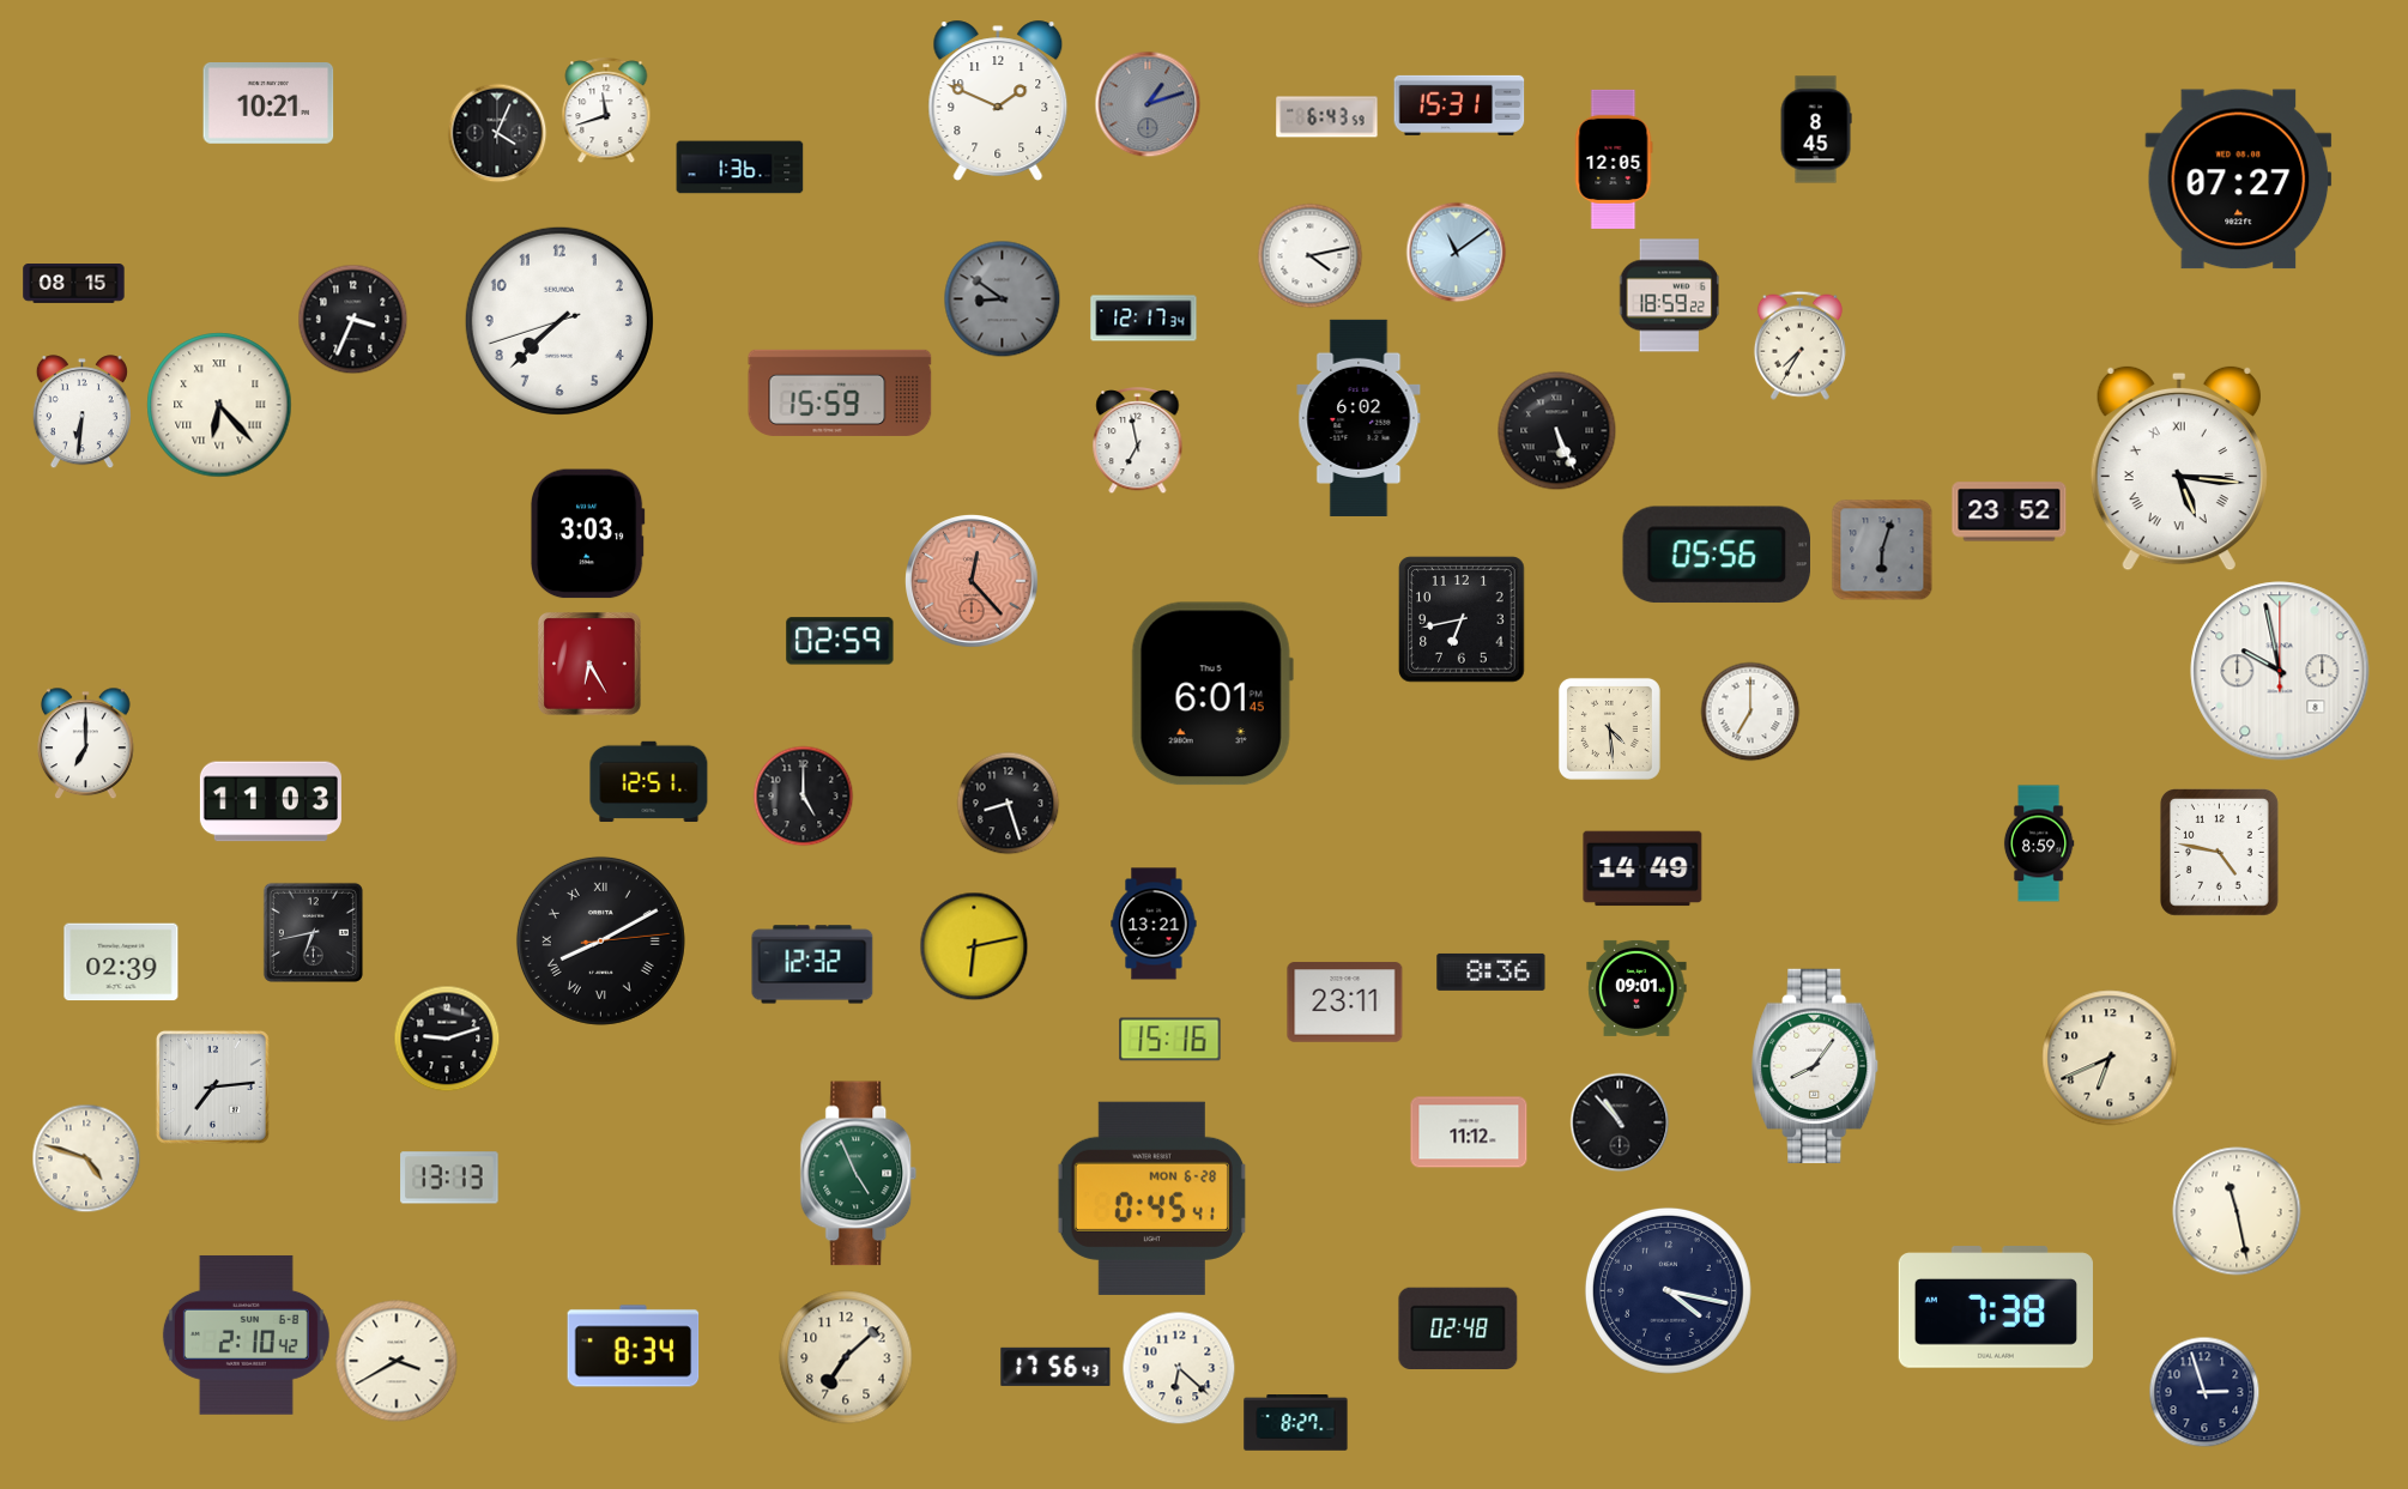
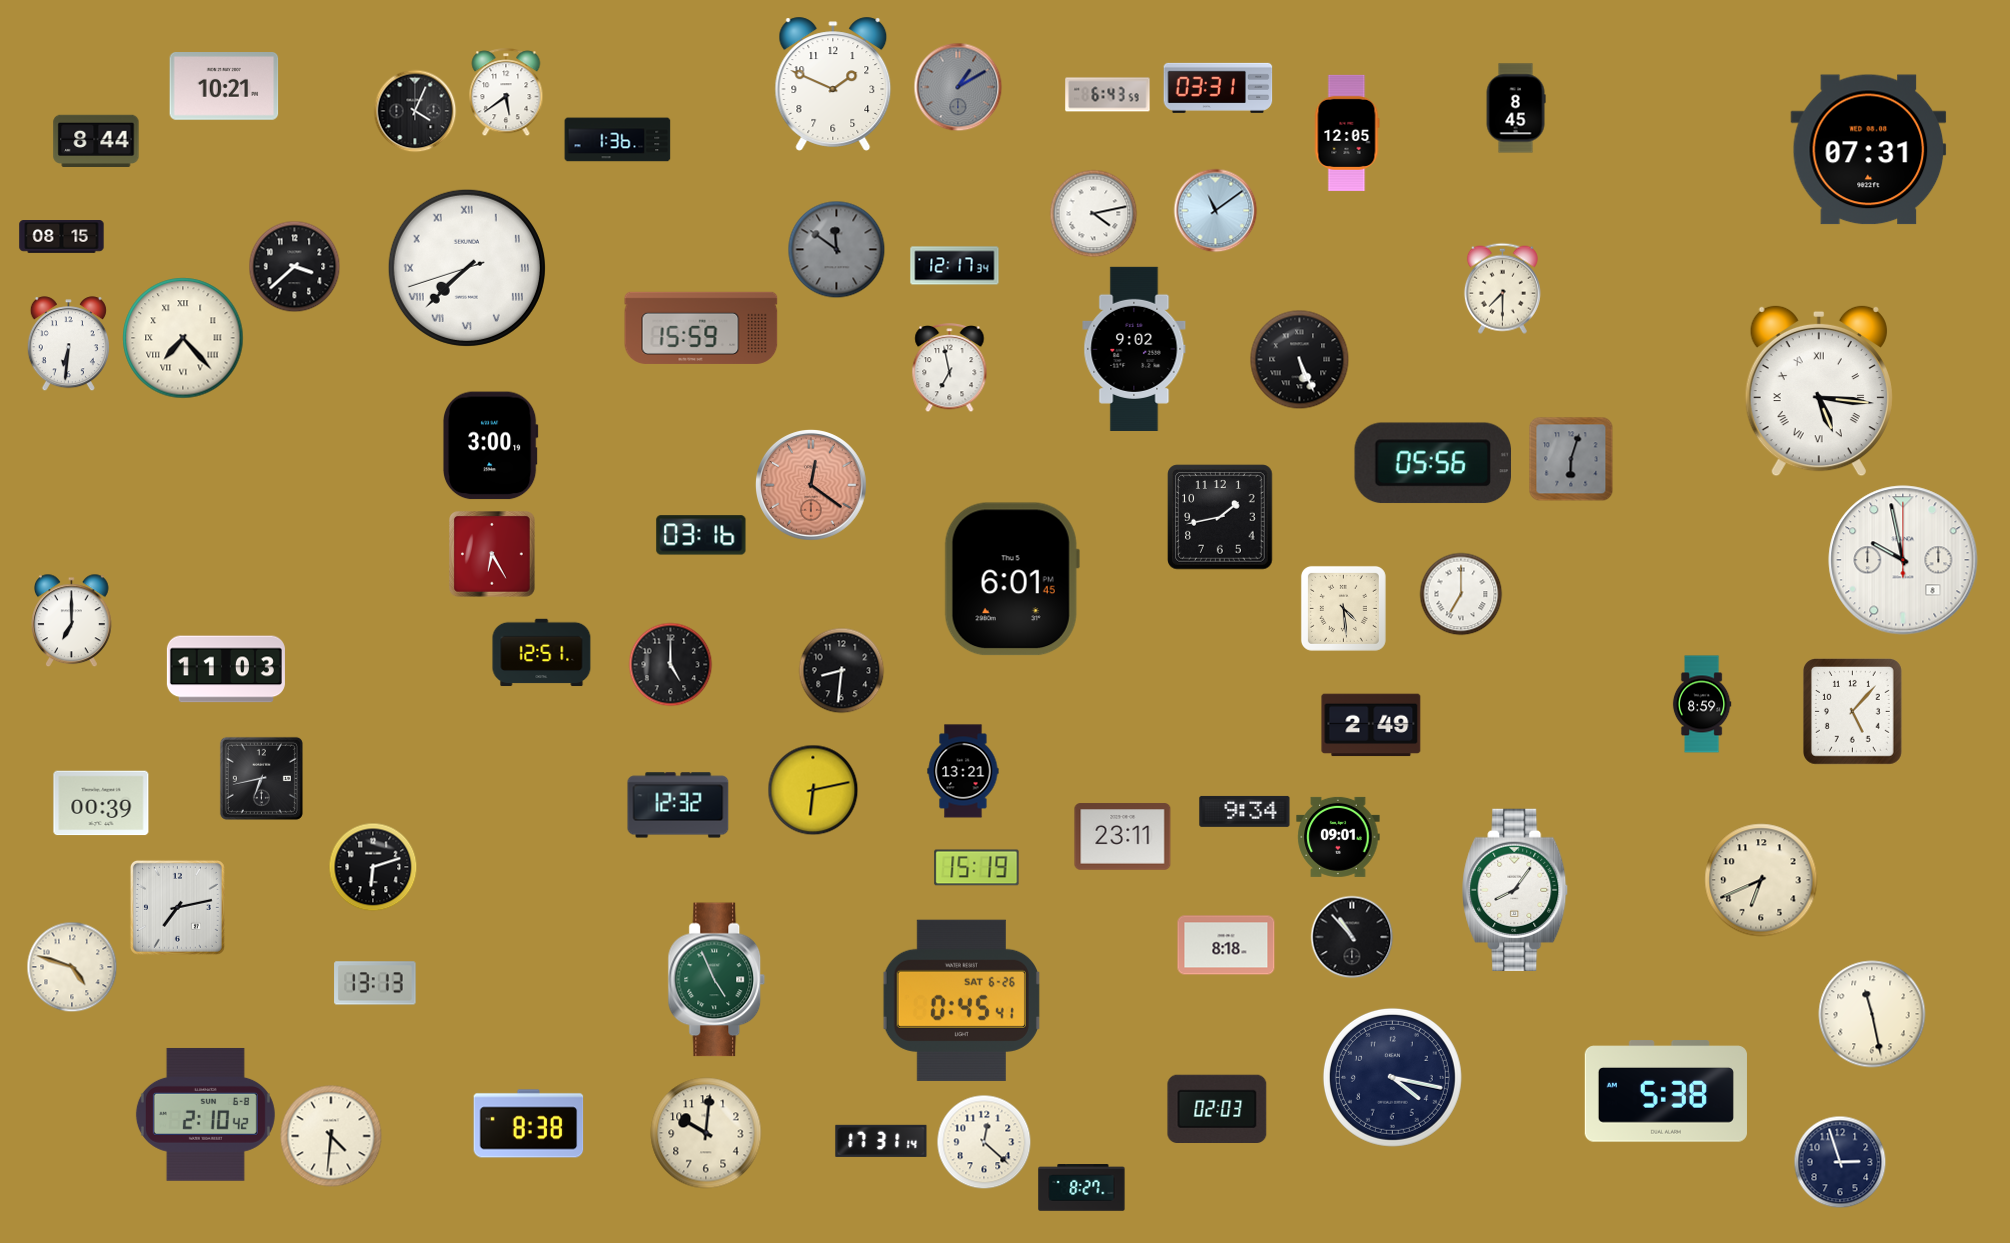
clock at (1148, 104): 1:12 -> 1:10
clock at (1459, 105): 15:31 -> 03:31
clock at (606, 110): 11:42 -> 5:39
clock at (1327, 117) position: (1327, 117) -> (1108, 95)
clock at (96, 141): none -> 8:44
clock at (2239, 180): 07:27 -> 07:31
clock at (1669, 296): 18:59 -> none
clock at (1002, 298): 8:51 -> 11:51
clock at (352, 319): 3:34 -> 3:38
clock at (559, 321) numerals: Arabic -> Roman
clock at (1799, 345): 7:35 -> 7:30
clock at (219, 405): 6:23 -> 7:23
clock at (1359, 418): 6:02 -> 9:02
clock at (2009, 512): 23:52 -> none
clock at (587, 534): 3:03 -> 3:00
clock at (973, 582): 12:23 -> 12:21
clock at (1462, 619): 6:43 -> 1:43
clock at (840, 641): 02:59 -> 03:16
clock at (1008, 803): 8:27 -> 8:31
clock at (2220, 853): 4:47 -> 5:07
clock at (1642, 868): 14:49 -> 2:49
clock at (600, 940): 8:10 -> none
clock at (121, 962): 02:39 -> 00:39
clock at (1492, 972): 8:36 -> 9:34
clock at (1636, 988) position: (1636, 988) -> (1338, 837)
clock at (447, 1039): 9:12 -> 6:12
clock at (1170, 1040): 15:16 -> 15:19
clock at (2110, 1058) position: (2110, 1058) -> (1761, 880)
clock at (212, 1087): 7:14 -> 7:13
clock at (1469, 1132): 11:12 -> 8:18
clock at (1151, 1198) date: MON 6-28 -> SAT 6-26
clock at (2237, 1211) position: (2237, 1211) -> (1872, 1014)
clock at (1996, 1307): 7:38 -> 5:38
clock at (1458, 1328): 02:48 -> 02:03
clock at (634, 1346): 8:34 -> 8:38
clock at (846, 1357): 7:08 -> 10:01
clock at (397, 1361): 3:40 -> 4:31
clock at (1055, 1367): 17:56 -> 17:31
clock at (1179, 1368): 6:22 -> 12:22
